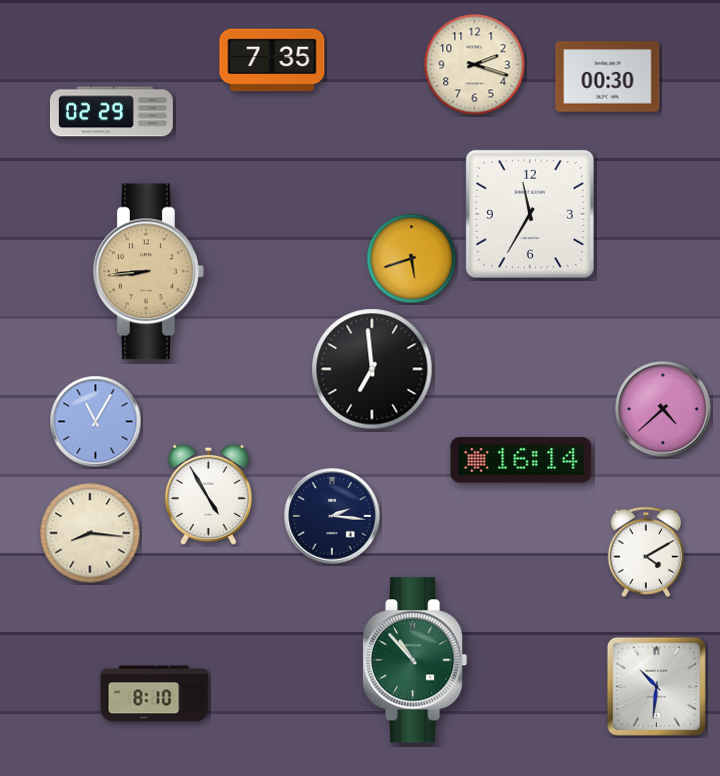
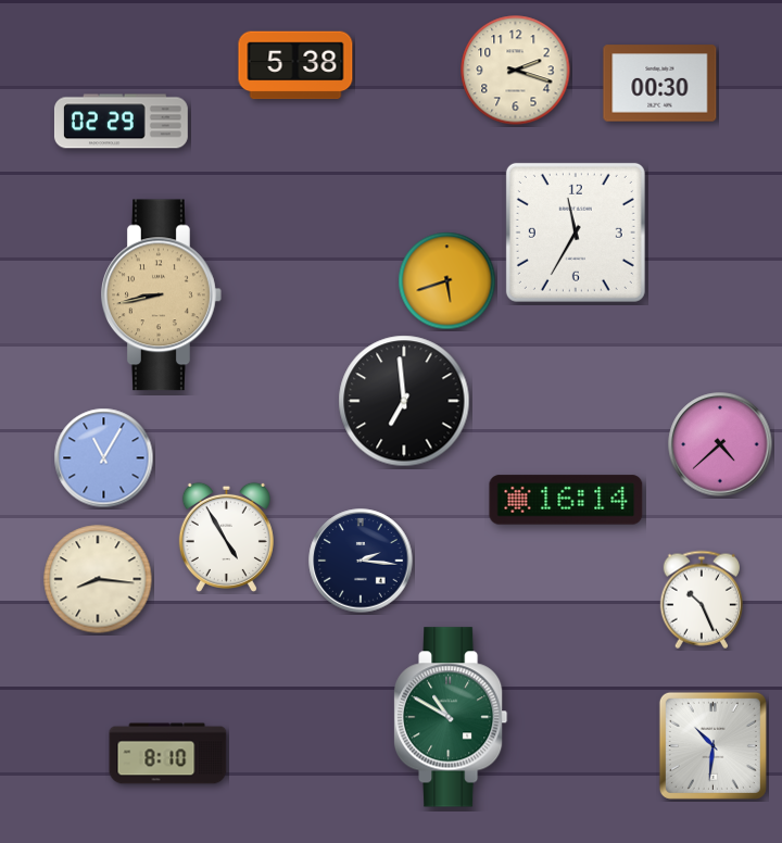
clock at (272, 60): 7:35 -> 5:38
clock at (149, 272): 8:44 -> 8:43
clock at (645, 552): 4:10 -> 10:26
clock at (415, 660): 10:53 -> 10:50
